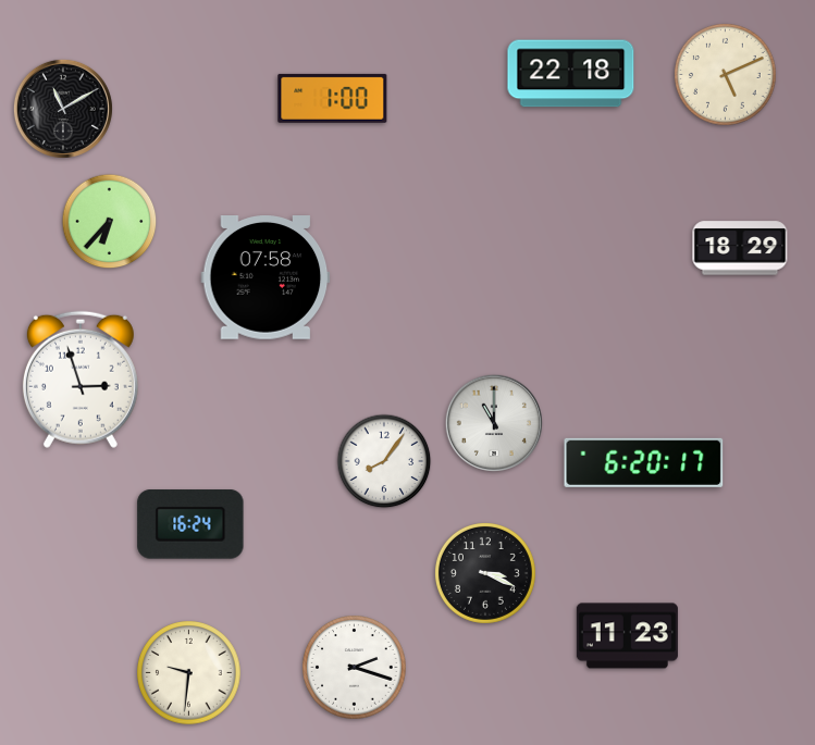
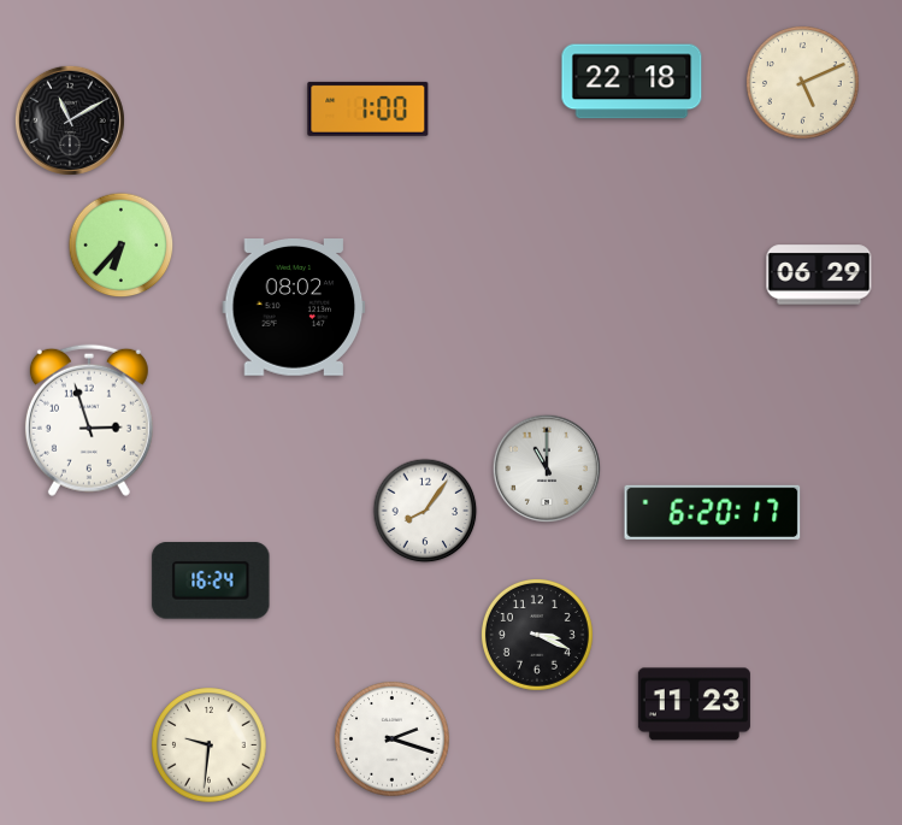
clock at (740, 248): 18:29 -> 06:29
clock at (266, 278): 07:58 -> 08:02
